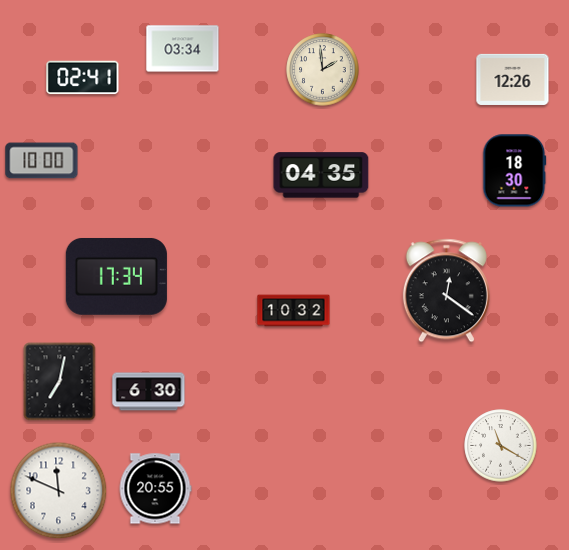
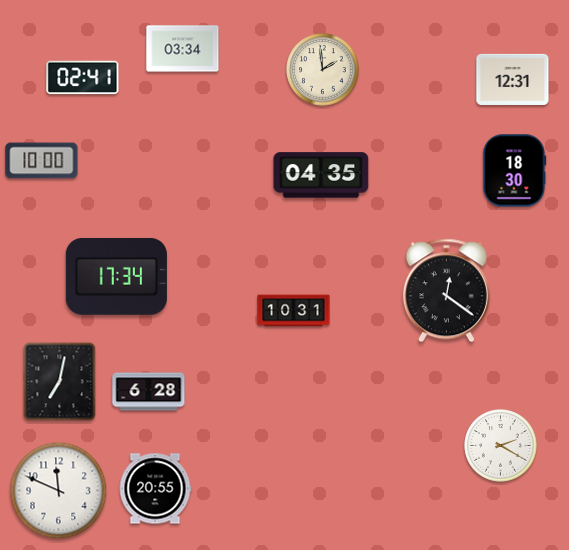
clock at (513, 79): 12:26 -> 12:31
clock at (294, 311): 10:32 -> 10:31
clock at (149, 392): 6:30 -> 6:28
clock at (501, 446): 11:20 -> 2:20
